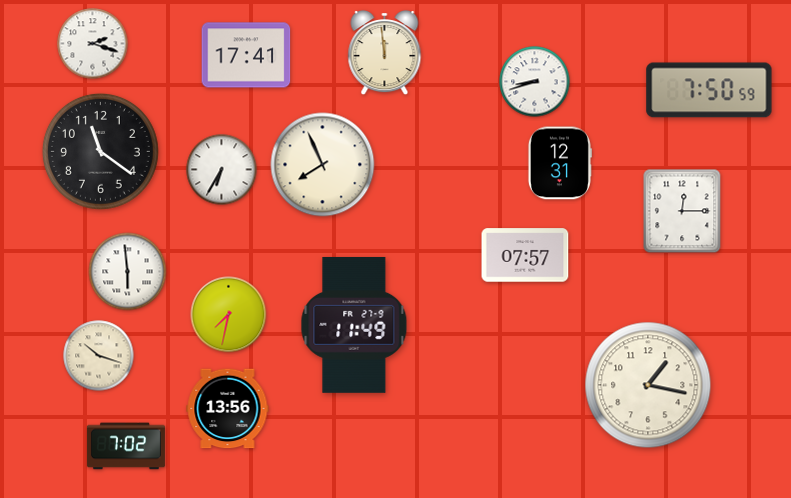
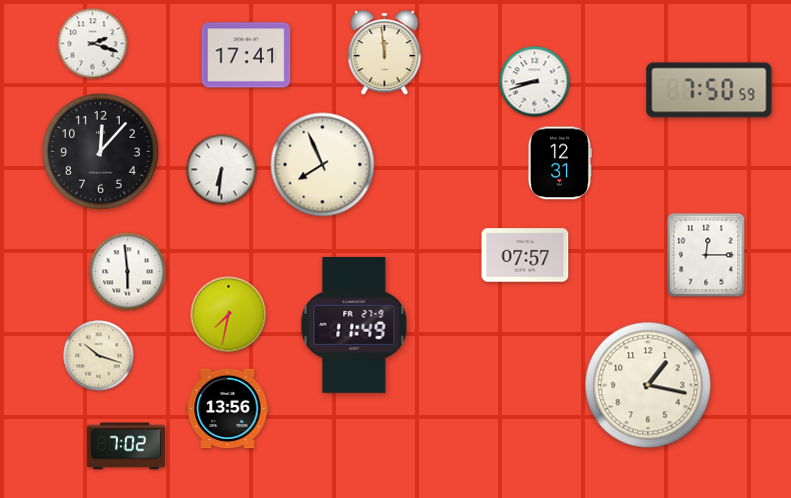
clock at (100, 151): 11:21 -> 12:07
clock at (222, 170): 6:35 -> 6:31
clock at (682, 211) position: (682, 211) -> (706, 255)
